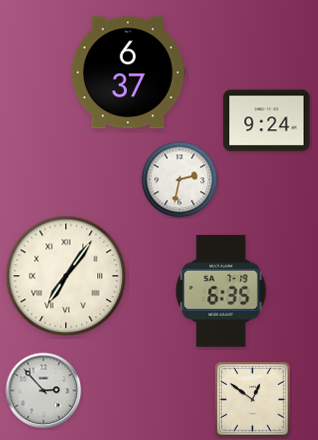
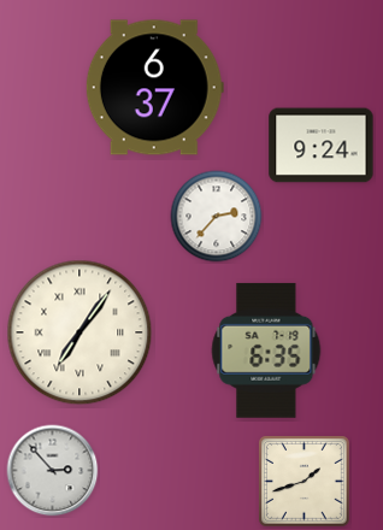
clock at (180, 180): 2:32 -> 2:37
clock at (253, 400): 12:51 -> 1:42
